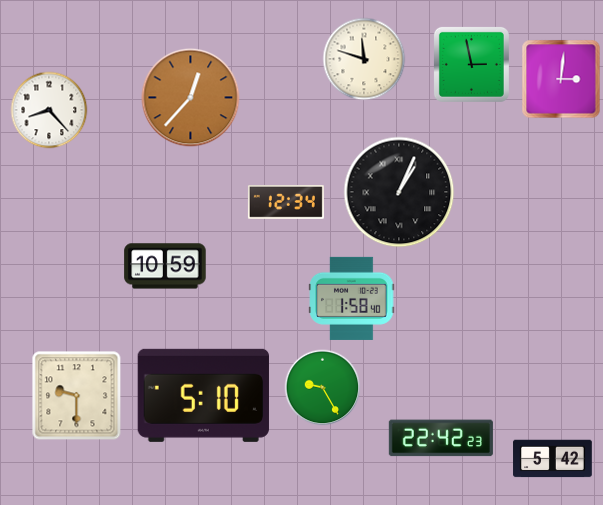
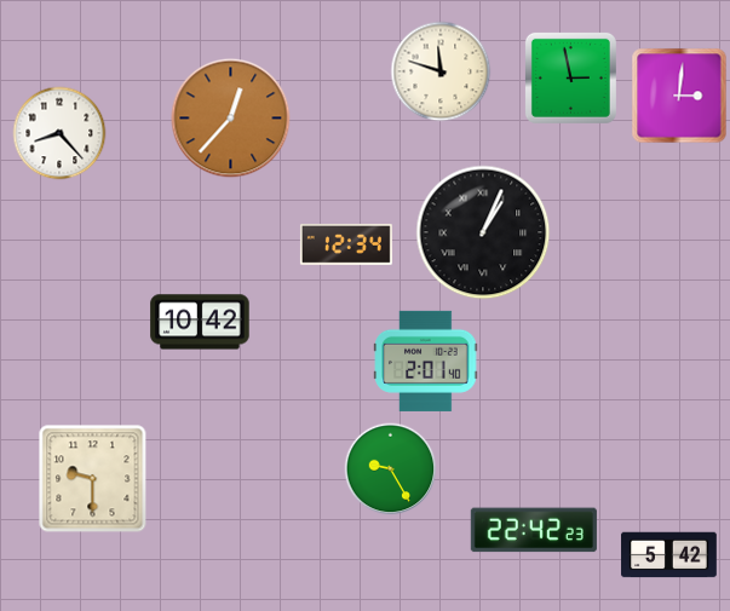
clock at (165, 266): 10:59 -> 10:42
clock at (352, 298): 1:58 -> 2:01
clock at (203, 395): 5:10 -> none
